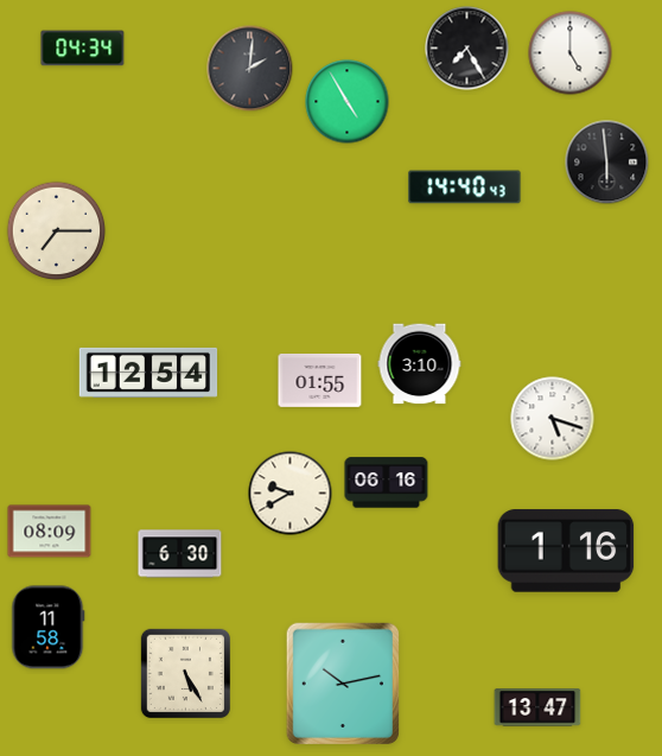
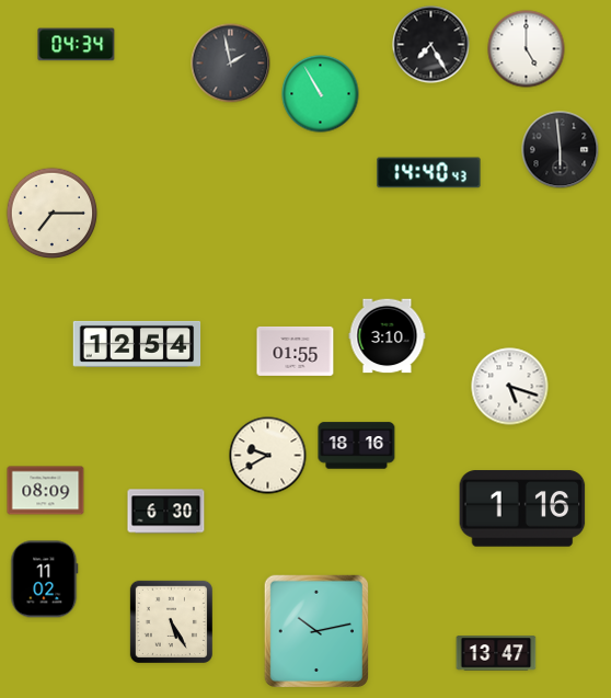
clock at (250, 69): 2:01 -> 1:58
clock at (348, 102): 4:55 -> 10:55
clock at (387, 483): 06:16 -> 18:16
clock at (49, 628): 11:58 -> 11:02
